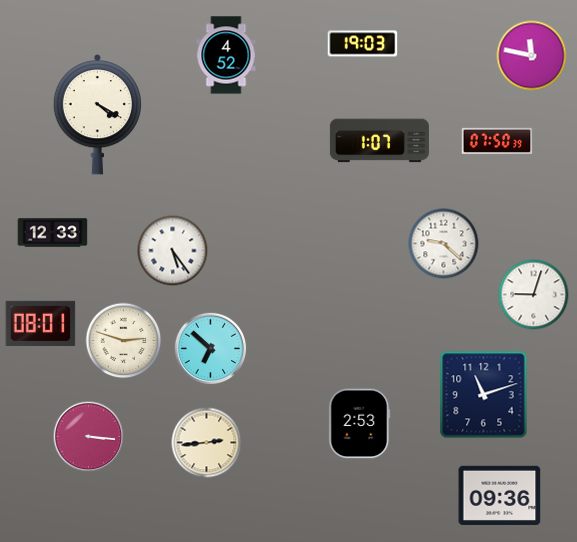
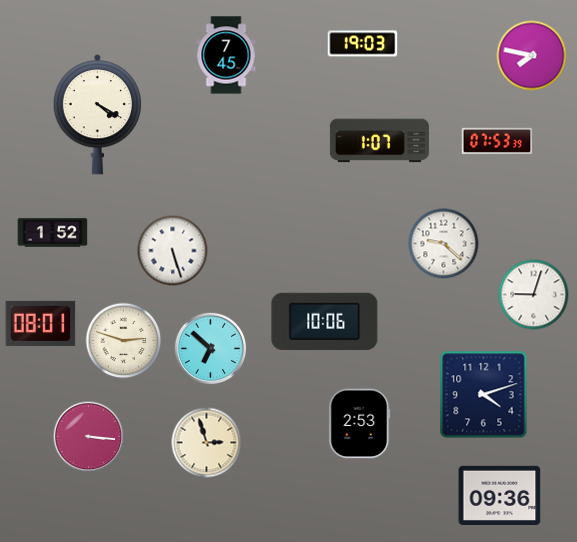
clock at (226, 55): 4:52 -> 7:45
clock at (532, 56): 11:47 -> 7:47
clock at (497, 141): 07:50 -> 07:53
clock at (53, 233): 12:33 -> 1:52
clock at (173, 251): 5:24 -> 5:27
clock at (325, 321): none -> 10:06
clock at (484, 395): 11:12 -> 4:12
clock at (207, 443): 2:44 -> 2:57
